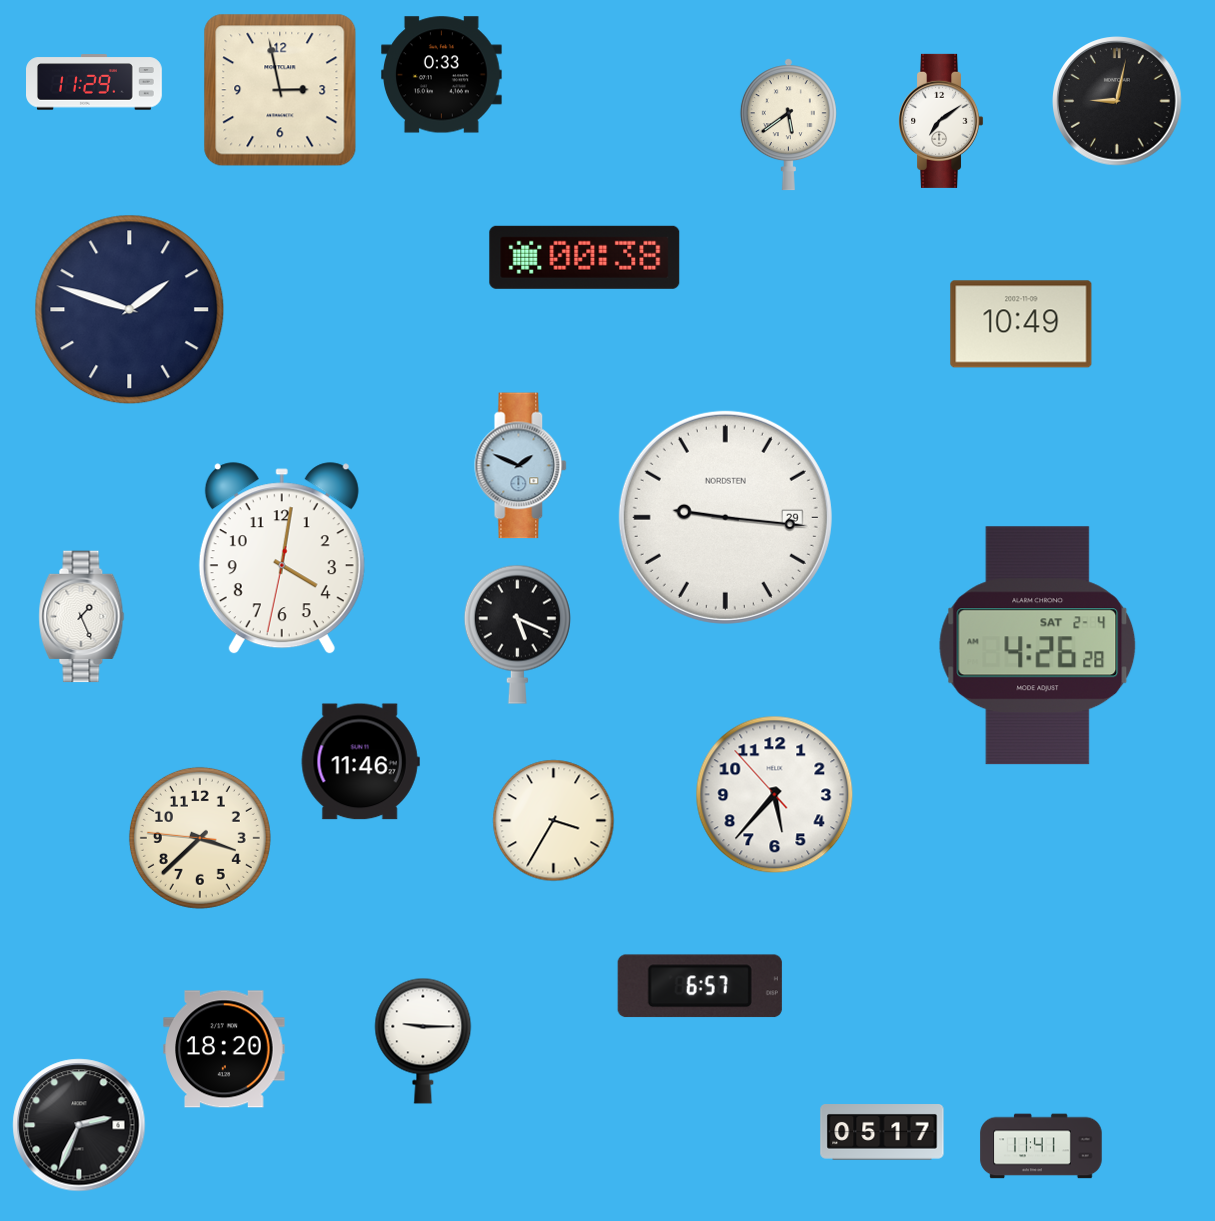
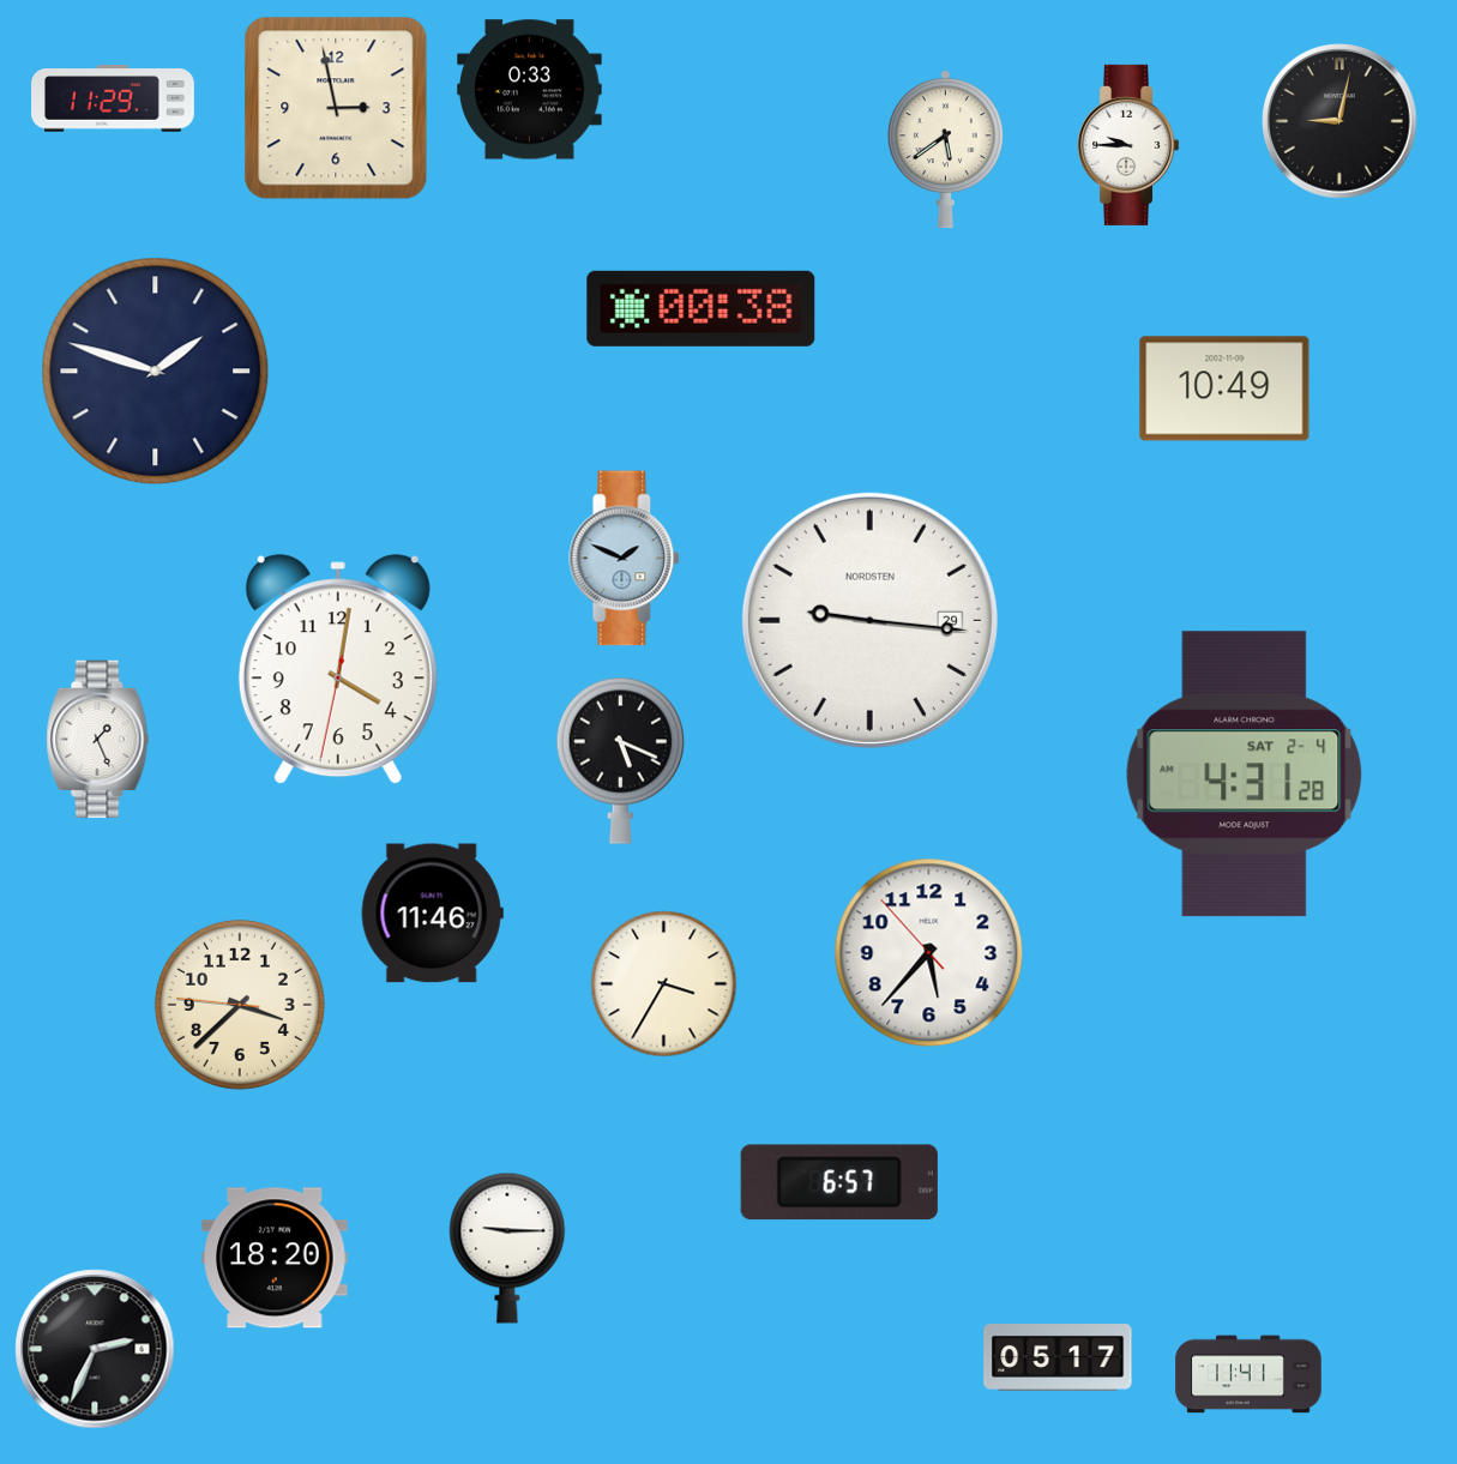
clock at (941, 121): 7:09 -> 9:45
clock at (1038, 646): 4:26 -> 4:31
clock at (224, 1049) position: (224, 1049) -> (275, 1258)
